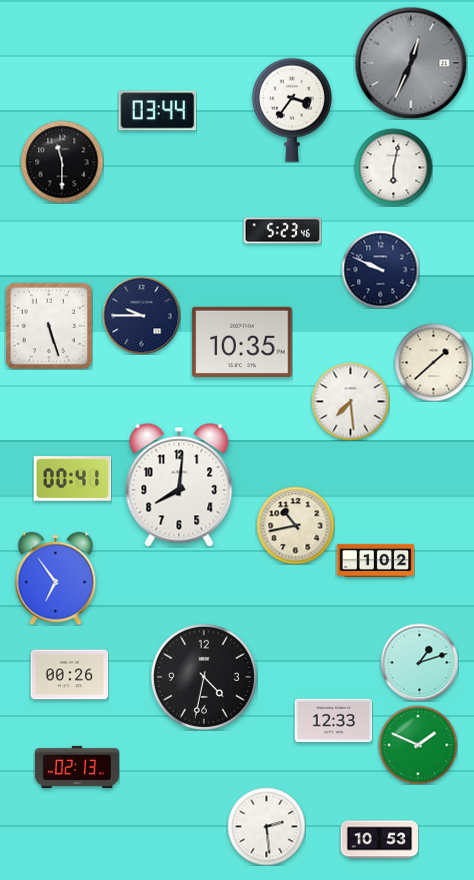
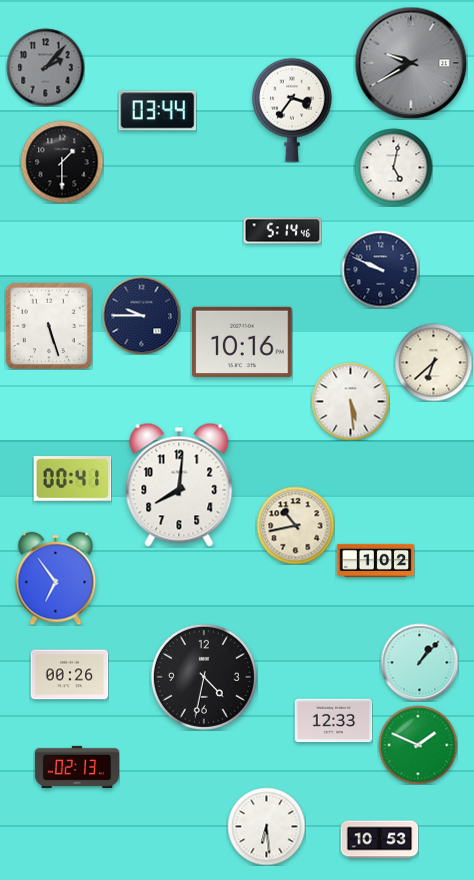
clock at (411, 63): 12:34 -> 9:40
clock at (45, 67): none -> 2:07
clock at (62, 162): 11:30 -> 1:30
clock at (393, 167): 6:02 -> 5:02
clock at (282, 231): 5:23 -> 5:14
clock at (242, 342): 10:35 -> 10:16
clock at (433, 362): 1:38 -> 6:38
clock at (350, 401): 7:29 -> 5:29
clock at (419, 662): 1:12 -> 1:07
clock at (266, 826): 2:29 -> 6:29
